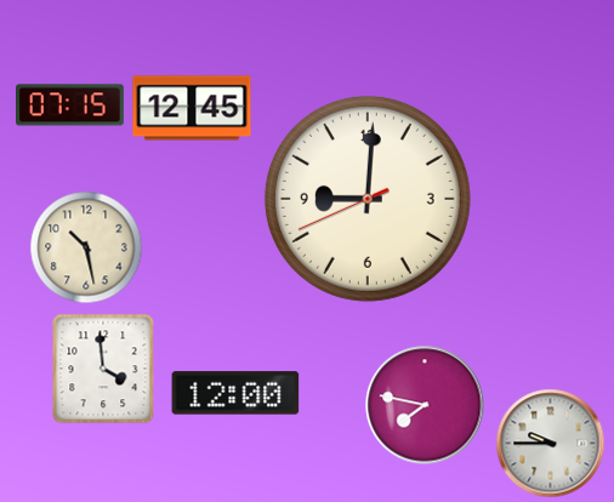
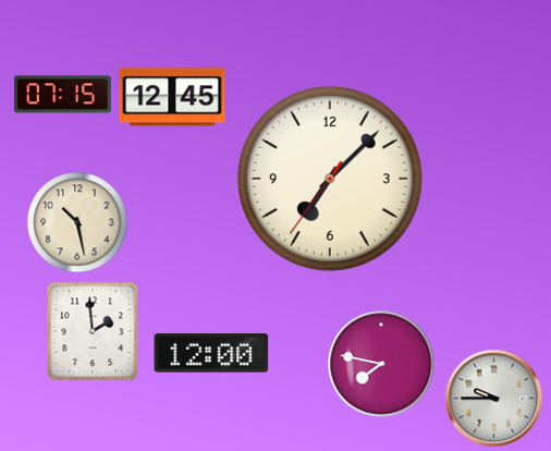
clock at (368, 199): 9:00 -> 7:07
clock at (103, 369): 3:59 -> 1:59
